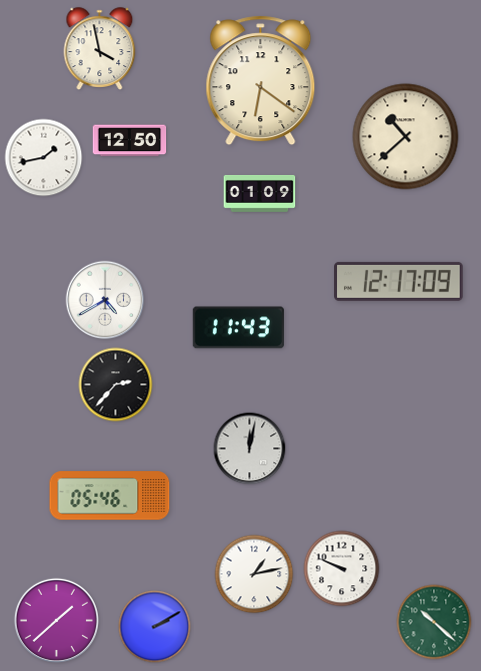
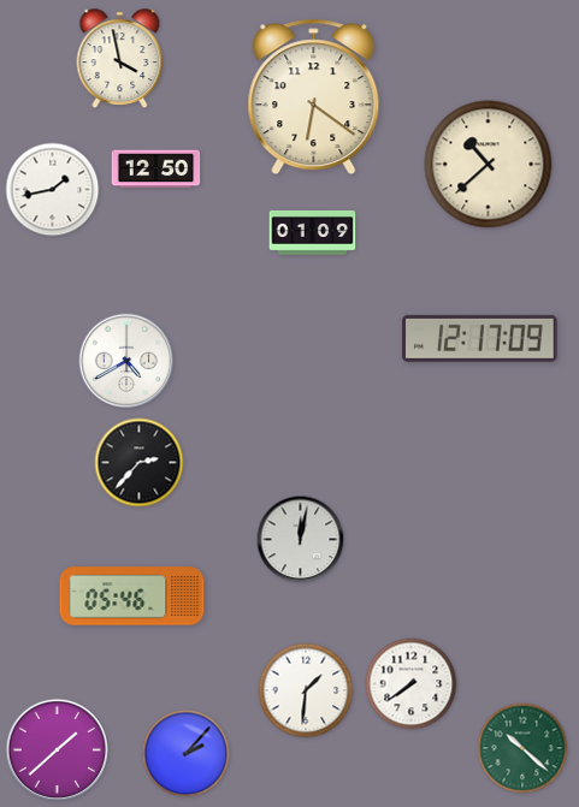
clock at (238, 328): 11:43 -> none
clock at (342, 569): 9:49 -> 7:39
clock at (254, 574): 1:13 -> 1:31
clock at (56, 620) position: (56, 620) -> (57, 749)
clock at (155, 627): 2:10 -> 2:07
